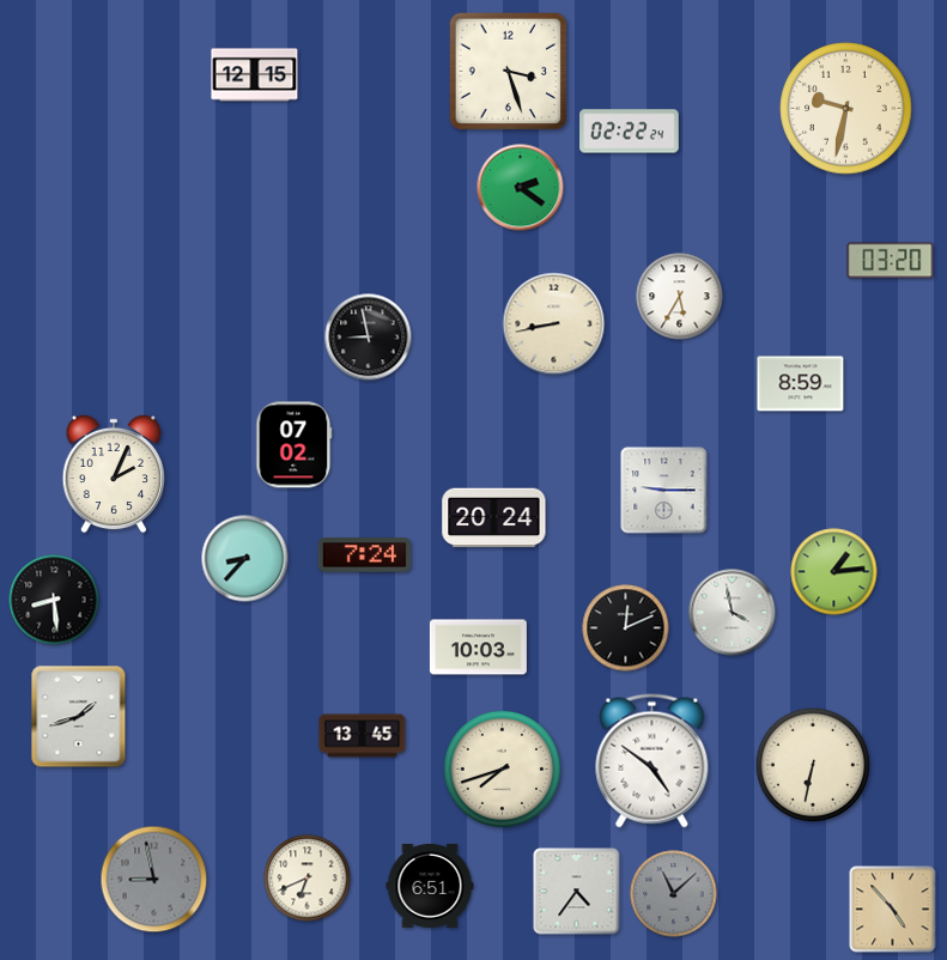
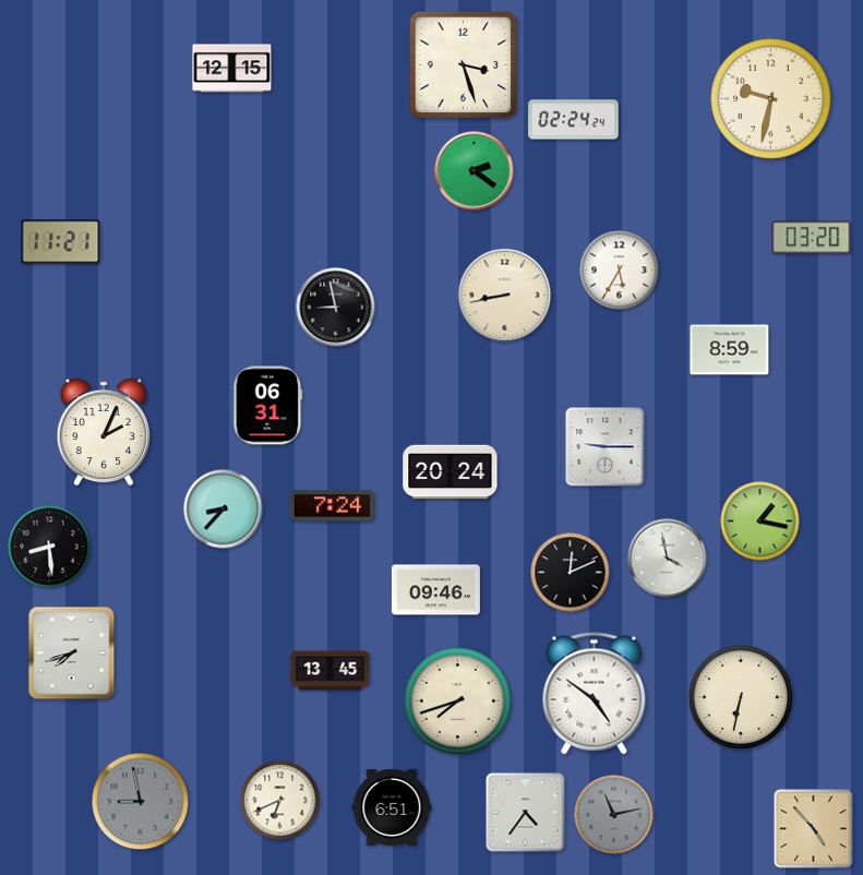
clock at (630, 132): 02:22 -> 02:24
clock at (61, 242): none -> 11:21
clock at (295, 445): 07:02 -> 06:31
clock at (834, 572): 1:14 -> 1:17
clock at (478, 648): 10:03 -> 09:46
clock at (79, 717): 1:42 -> 7:42
clock at (674, 894): 11:08 -> 11:13
